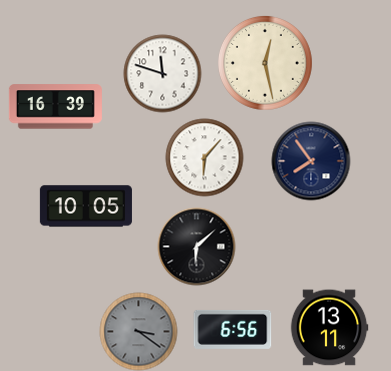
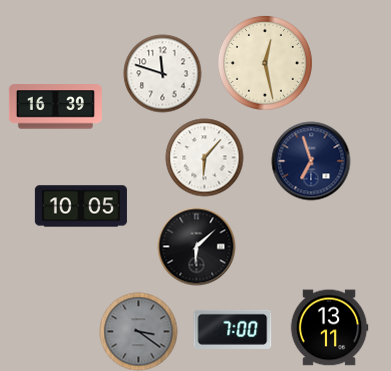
clock at (311, 161): 7:54 -> 6:57
clock at (86, 206) position: (86, 206) -> (81, 206)
clock at (232, 329): 6:56 -> 7:00
